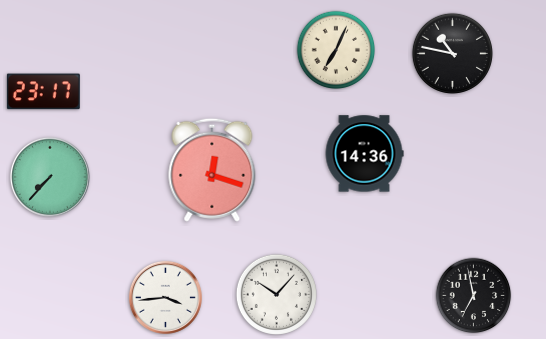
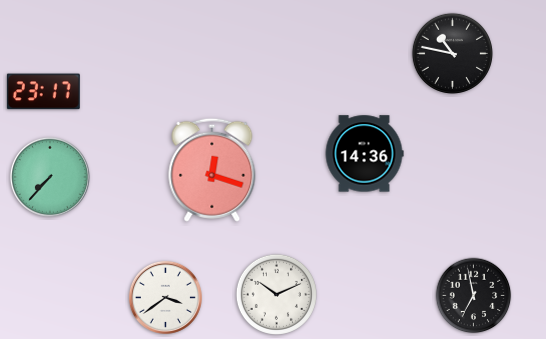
clock at (336, 50): 7:04 -> none
clock at (276, 294): 10:07 -> 10:11
clock at (165, 297): 3:44 -> 3:39
